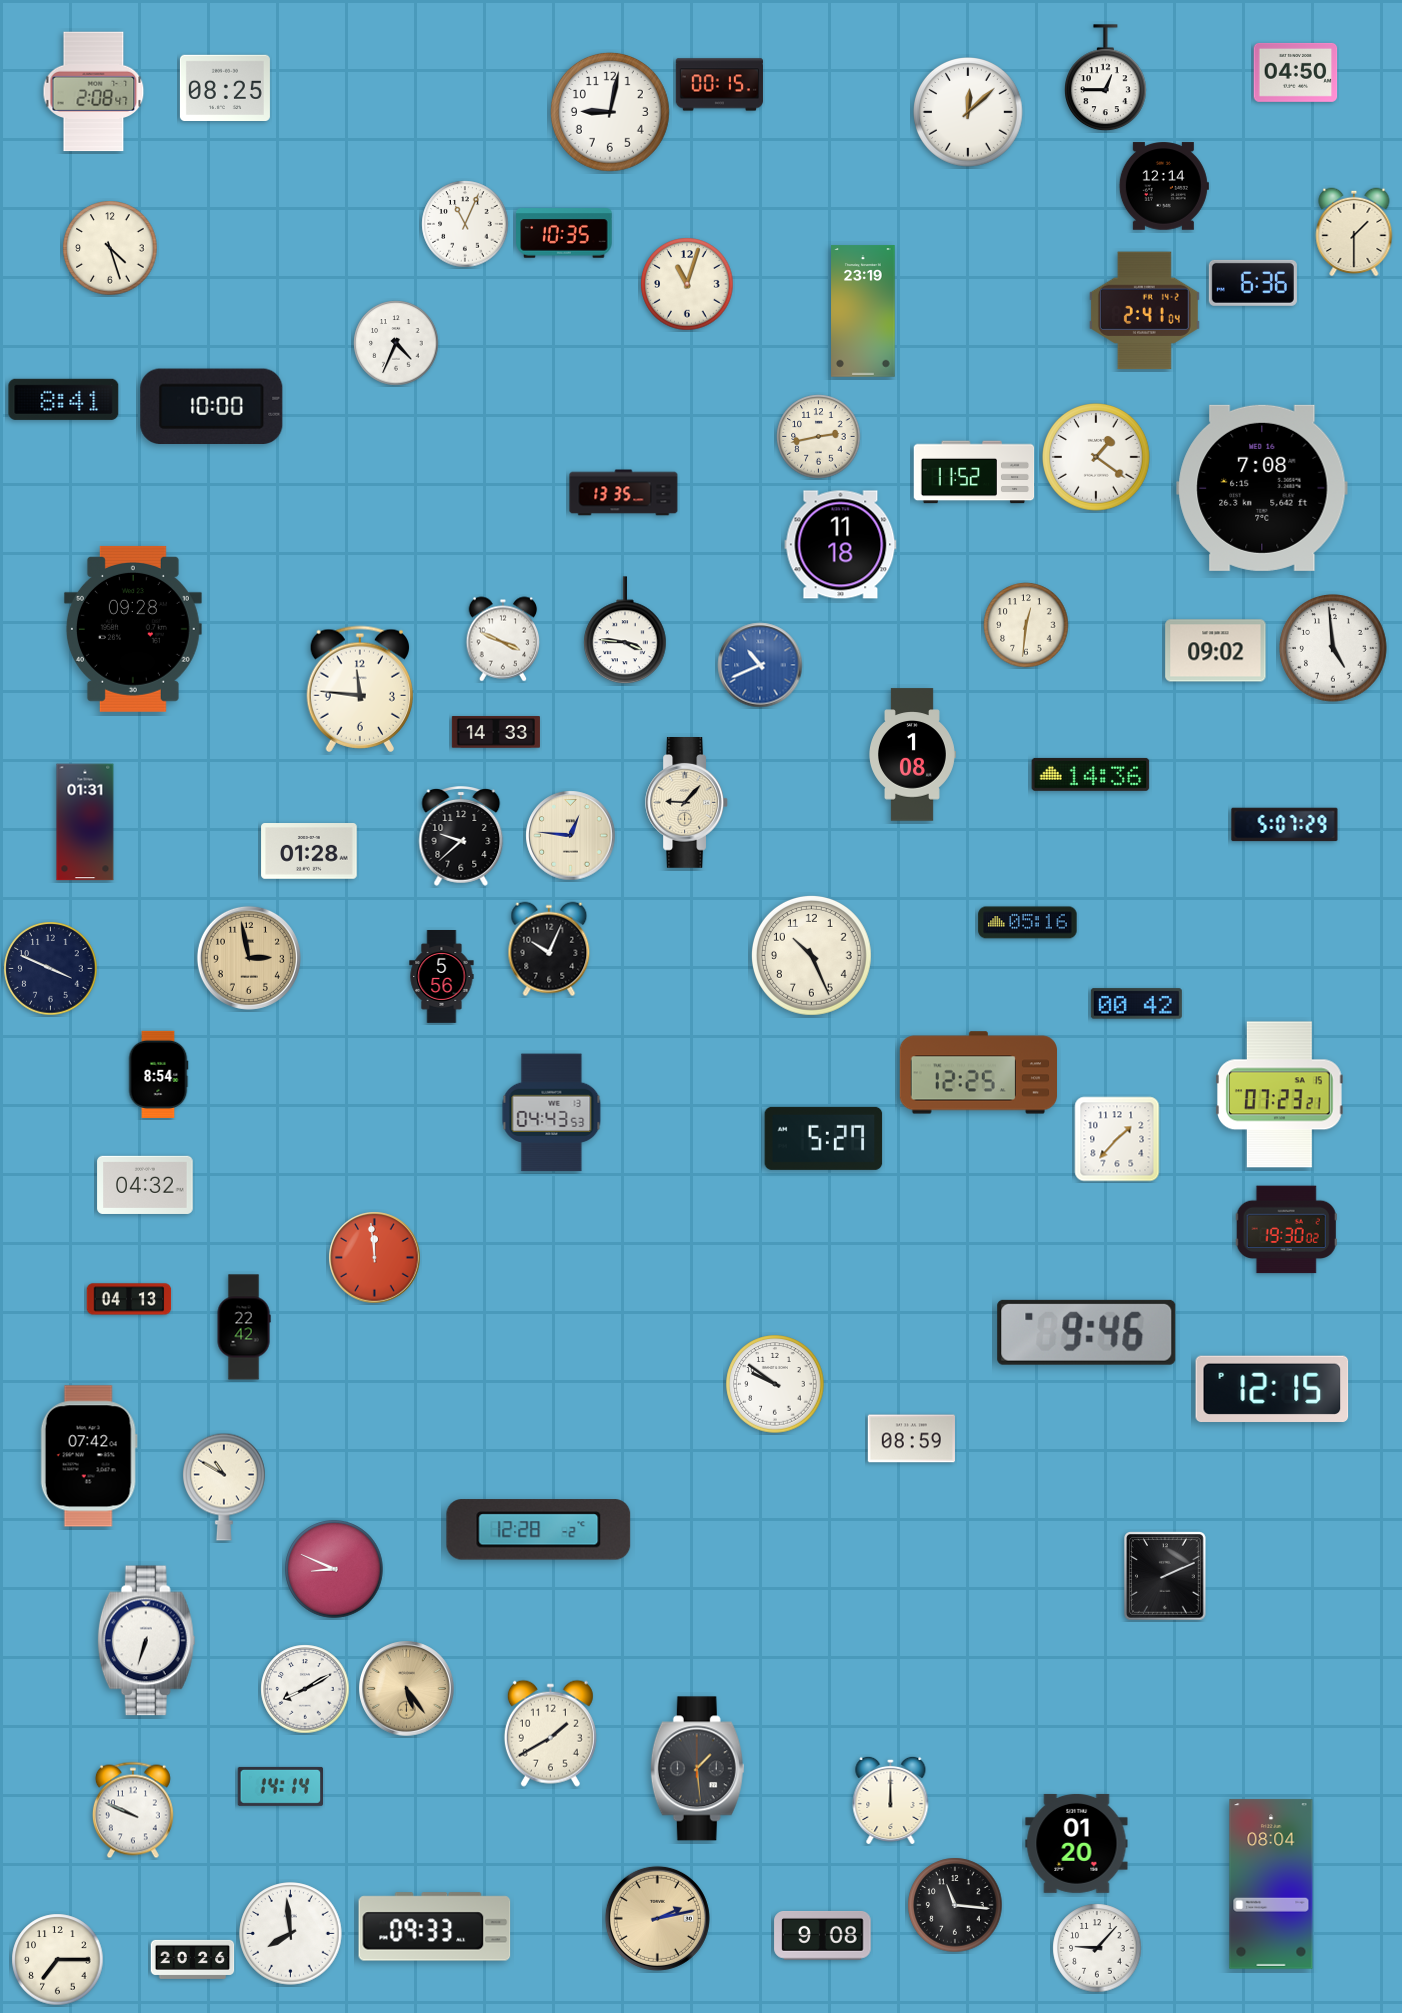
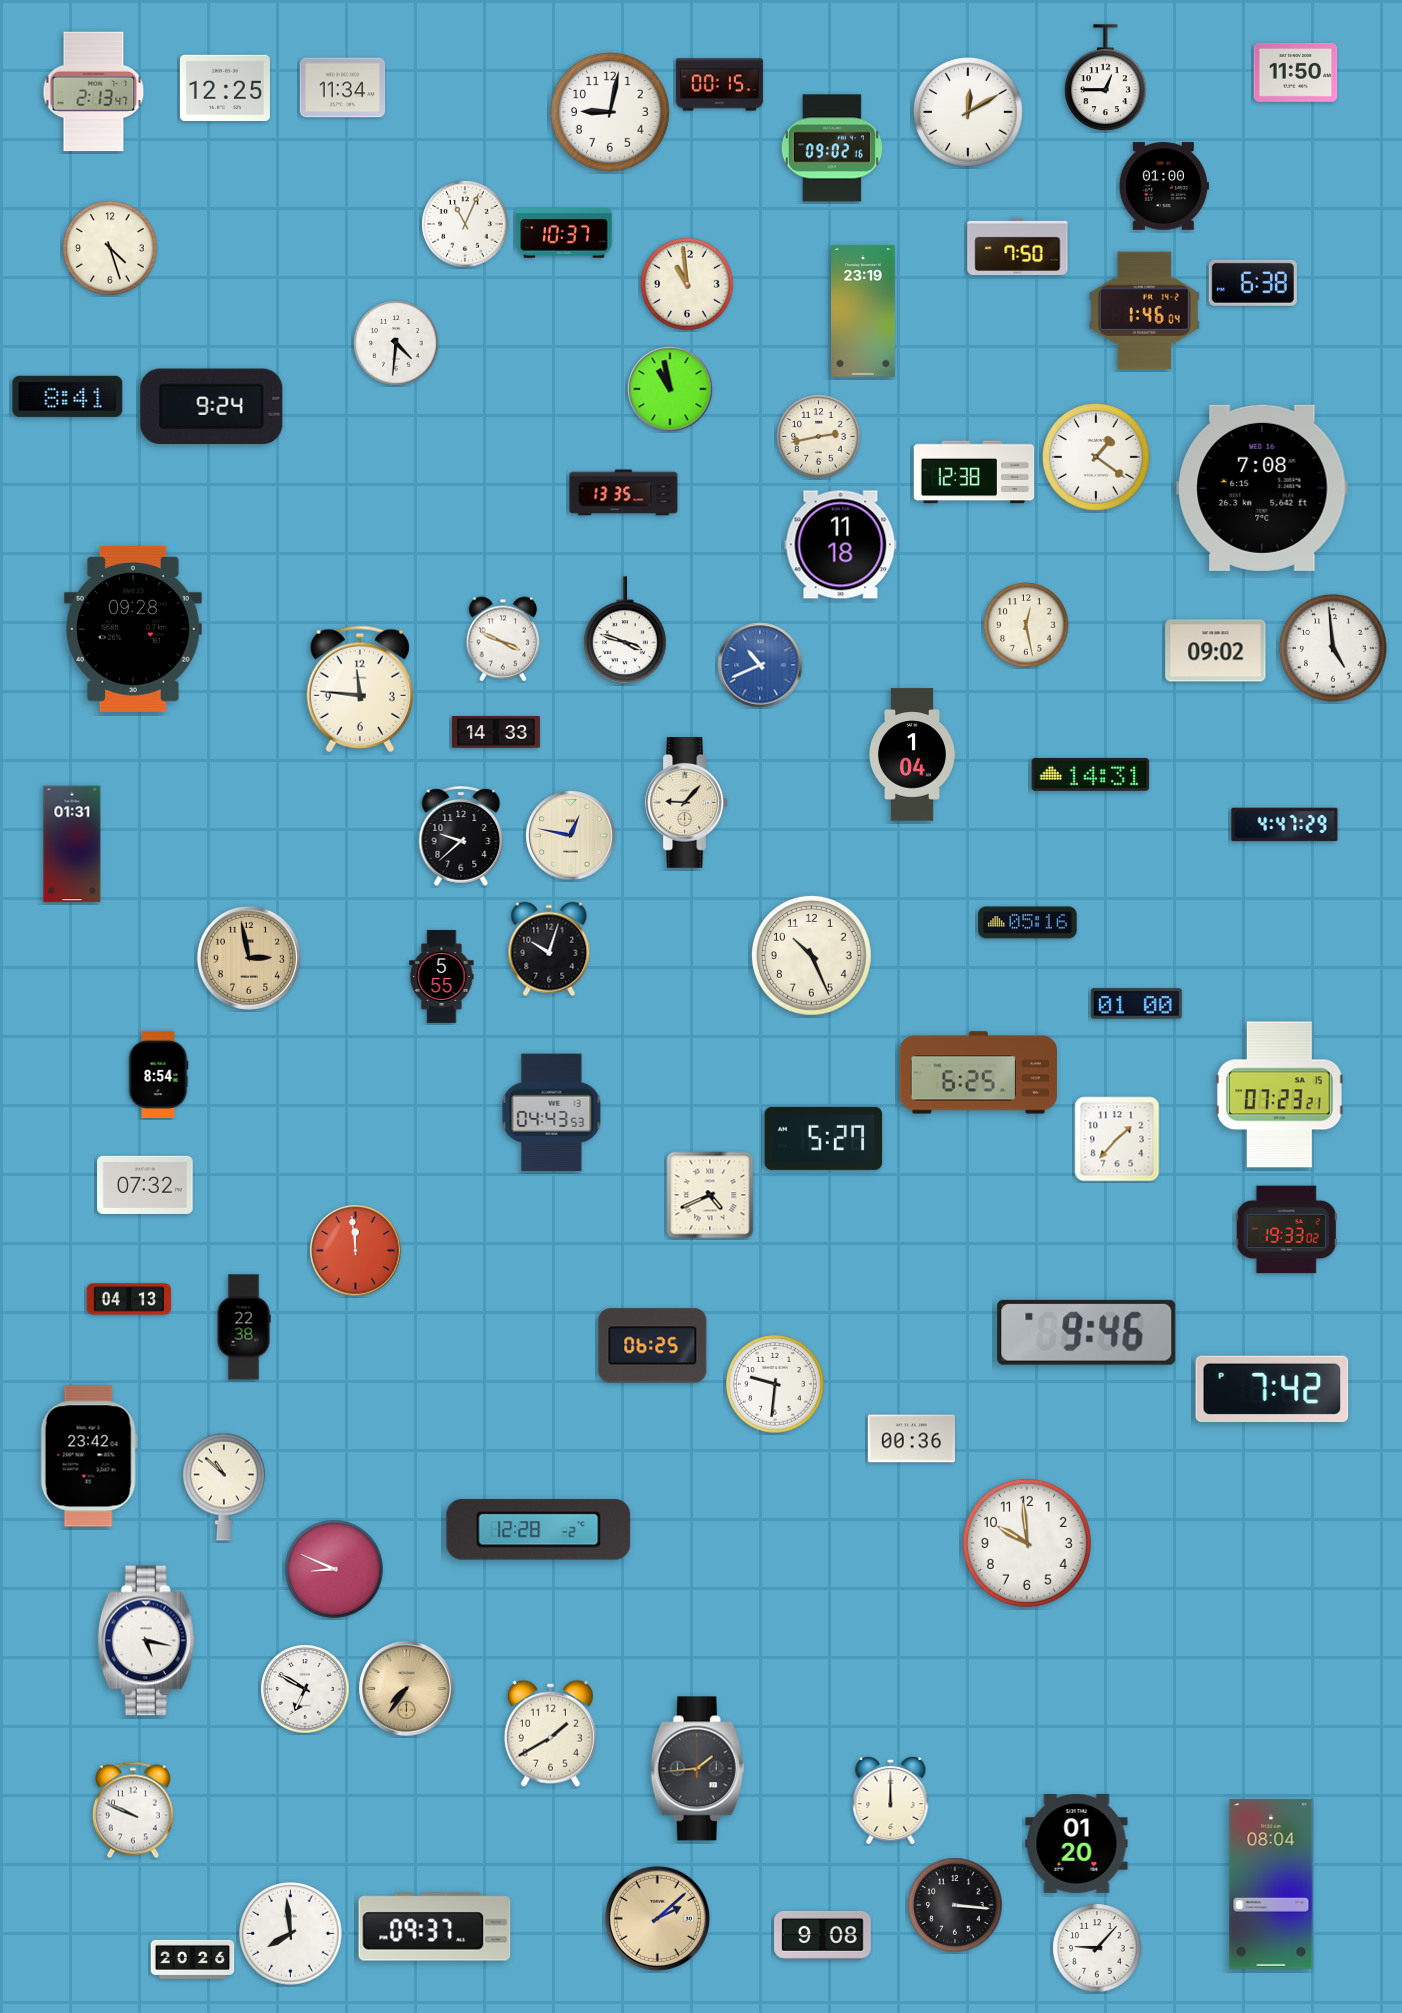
clock at (1296, 72): 04:50 -> 11:50
clock at (225, 87): 08:25 -> 12:25
clock at (343, 88): none -> 11:34
clock at (94, 92): 2:08 -> 2:13
clock at (968, 112): 12:08 -> 12:10
clock at (832, 148): none -> 09:02
clock at (1164, 186): 12:14 -> 01:00
clock at (1354, 232): 1:30 -> none
clock at (564, 233): 10:35 -> 10:37
clock at (1018, 246): none -> 7:50
clock at (1253, 283): 6:36 -> 6:38
clock at (687, 284): 11:03 -> 10:59
clock at (1144, 311): 2:41 -> 1:46
clock at (396, 343): 4:34 -> 4:31
clock at (670, 389): none -> 10:58
clock at (64, 399) position: (64, 399) -> (68, 396)
clock at (212, 406): 10:00 -> 9:24
clock at (974, 472): 11:52 -> 12:38
clock at (1026, 625): 12:31 -> 12:28
clock at (626, 631): 3:46 -> 3:48
clock at (913, 755): 1:08 -> 1:04
clock at (1091, 774): 14:36 -> 14:31
clock at (85, 822) position: (85, 822) -> (72, 844)
clock at (1285, 825): 5:07 -> 4:47
clock at (571, 836): 12:46 -> 12:47
clock at (309, 852): 01:28 -> none
clock at (549, 949): 10:04 -> 10:03
clock at (51, 969): 3:49 -> none
clock at (442, 977): 5:56 -> 5:55
clock at (1136, 1004): 00:42 -> 01:00
clock at (978, 1073): 12:25 -> 6:25
clock at (145, 1185): 04:32 -> 07:32
clock at (710, 1195): none -> 4:41
clock at (1286, 1230): 19:30 -> 19:33
clock at (375, 1258) position: (375, 1258) -> (356, 1251)
clock at (244, 1327): 22:42 -> 22:38
clock at (653, 1346): none -> 06:25
clock at (775, 1384): 9:51 -> 9:31
clock at (1272, 1389): 12:15 -> 7:42
clock at (911, 1439): 08:59 -> 00:36
clock at (89, 1456): 07:42 -> 23:42
clock at (225, 1487): 10:50 -> 10:52
clock at (1027, 1543): none -> 9:59
clock at (1165, 1576): 2:11 -> none
clock at (146, 1641): 6:33 -> 5:17
clock at (305, 1689): 8:10 -> 6:50
clock at (407, 1689): 5:24 -> 7:36
clock at (697, 1769): 1:29 -> 1:44
clock at (281, 1786): 14:14 -> none
clock at (955, 1905): 11:16 -> 3:16
clock at (657, 1918): 2:13 -> 2:08
clock at (435, 1927): 09:33 -> 09:37
clock at (58, 1960): 7:15 -> none
